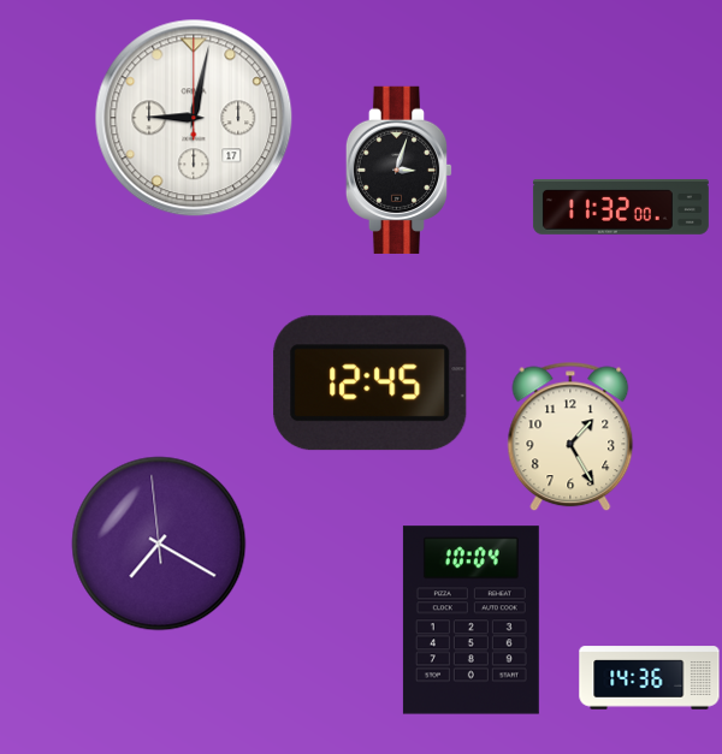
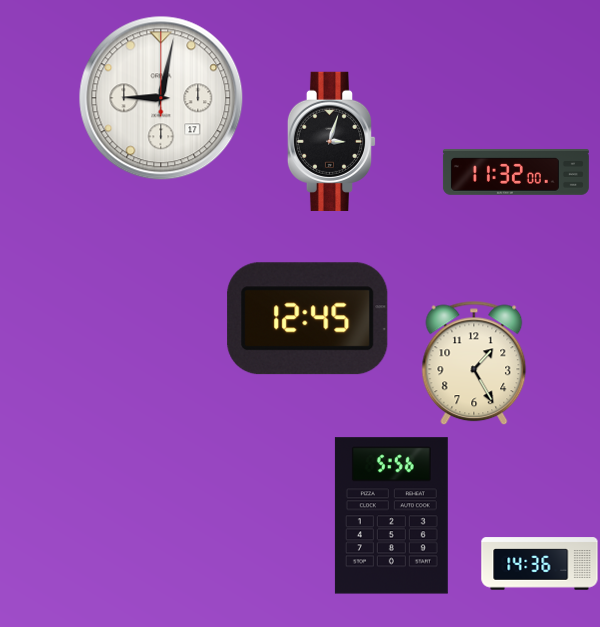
clock at (159, 544): 7:19 -> none
clock at (471, 621): 10:04 -> 5:56
